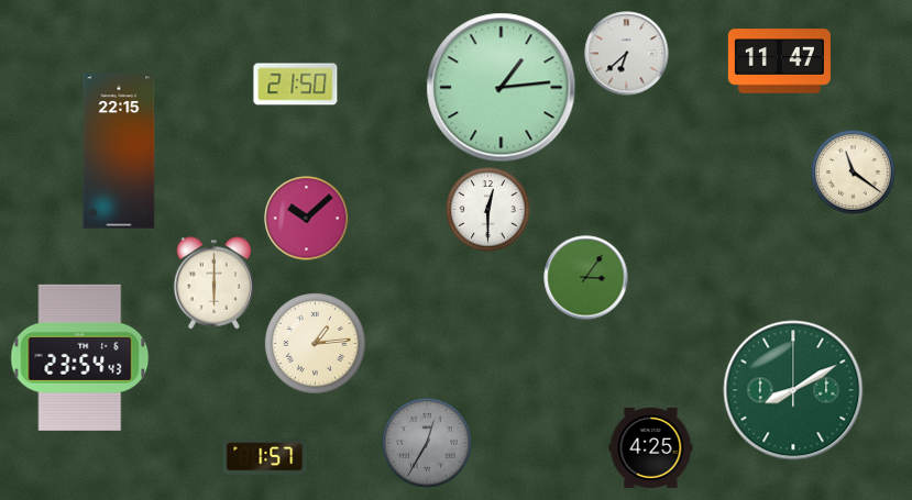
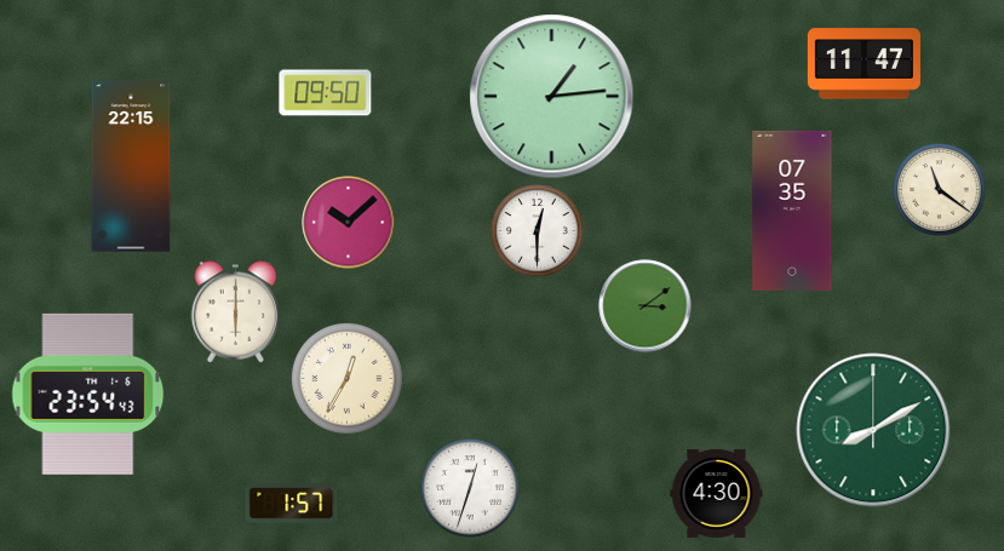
clock at (627, 54): 6:38 -> none
clock at (779, 62) position: (779, 62) -> (864, 64)
clock at (296, 85): 21:50 -> 09:50
clock at (792, 211): none -> 07:35
clock at (307, 219) position: (307, 219) -> (349, 223)
clock at (586, 278): 3:06 -> 3:09
clock at (315, 343): 1:14 -> 12:35
clock at (427, 443): 12:35 -> 12:33
clock at (427, 443) dial: grey -> white
clock at (651, 447): 4:25 -> 4:30
